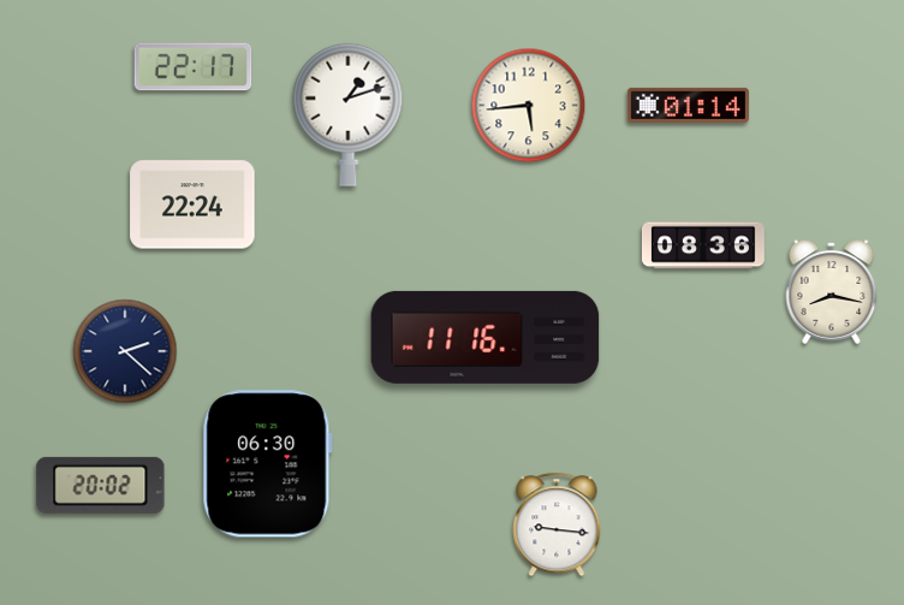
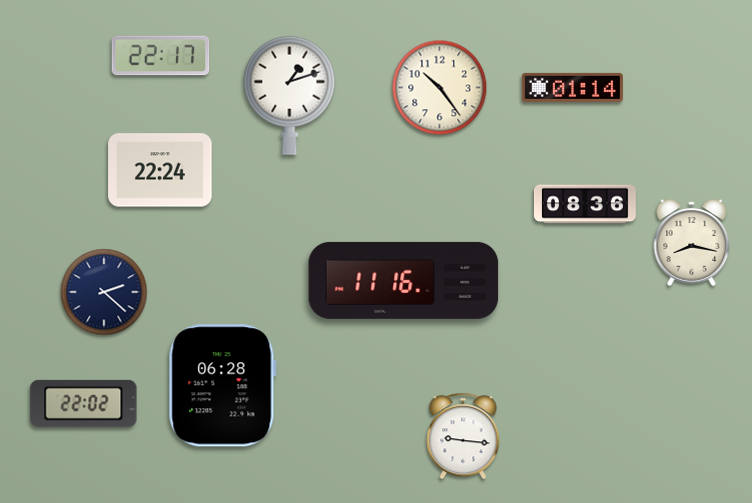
clock at (529, 106): 5:44 -> 10:24
clock at (267, 464): 06:30 -> 06:28
clock at (101, 485): 20:02 -> 22:02
